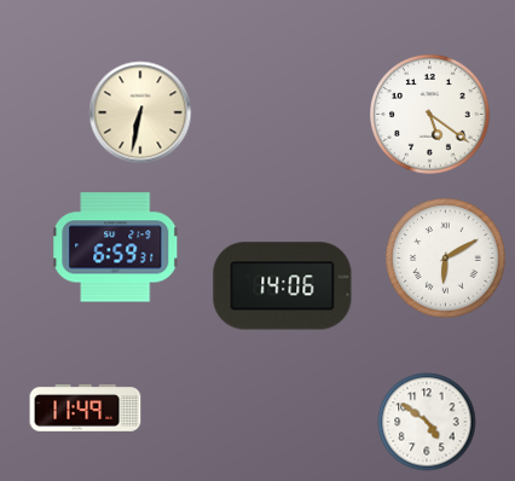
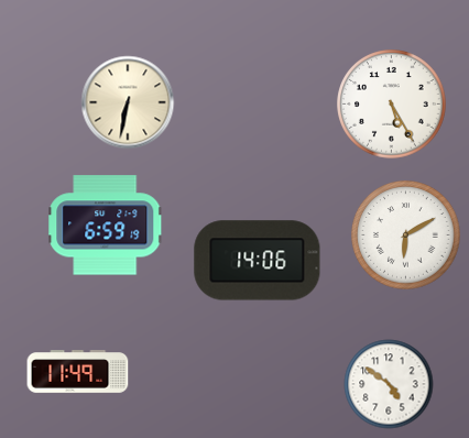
clock at (430, 115): 5:21 -> 5:25
clock at (116, 248): 6:59:31 -> 6:59:19
